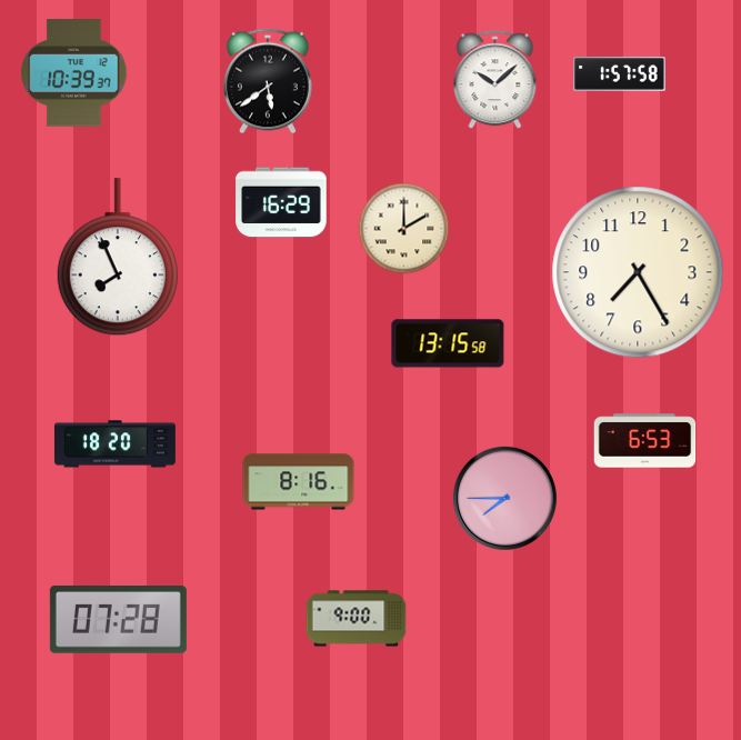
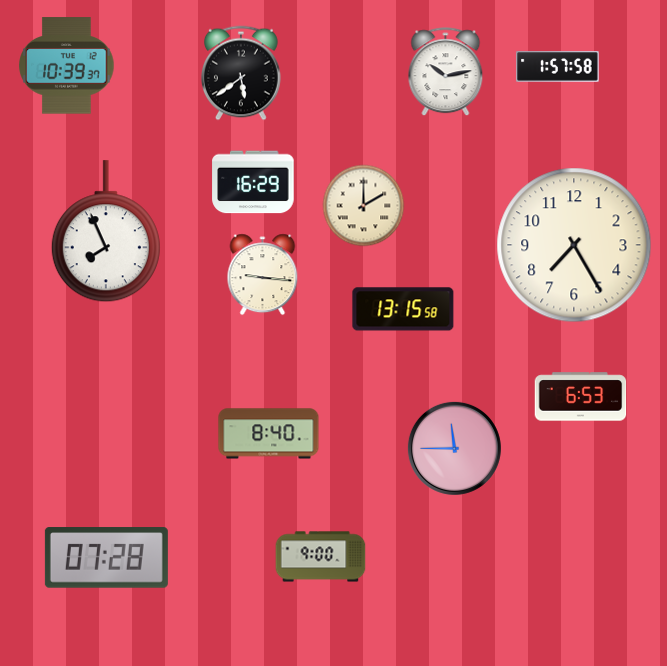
clock at (495, 80): 10:08 -> 10:13
clock at (263, 275): none -> 9:16
clock at (114, 444): 18:20 -> none
clock at (299, 482): 8:16 -> 8:40
clock at (504, 498): 7:45 -> 11:45
